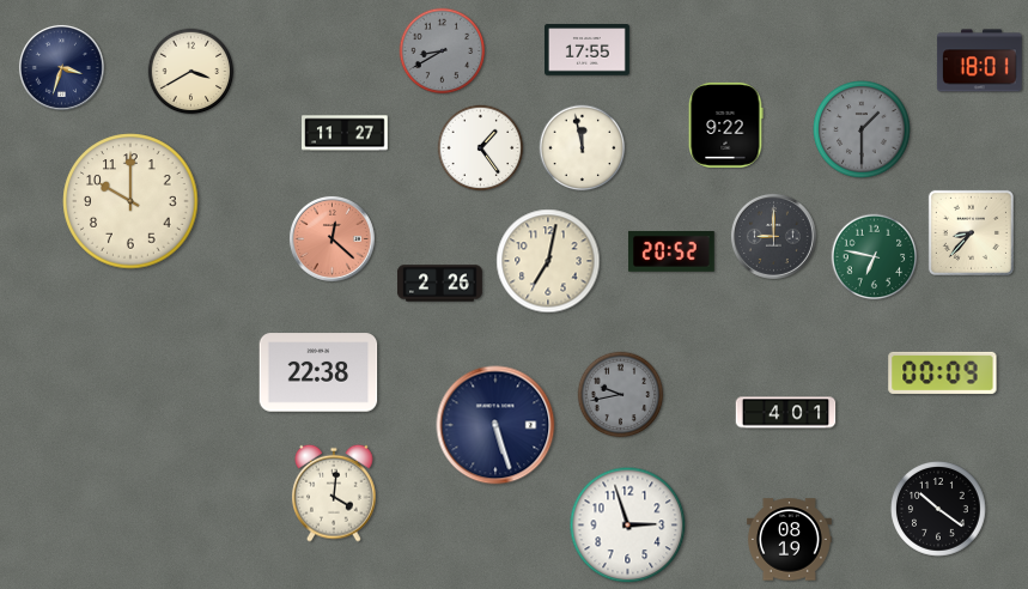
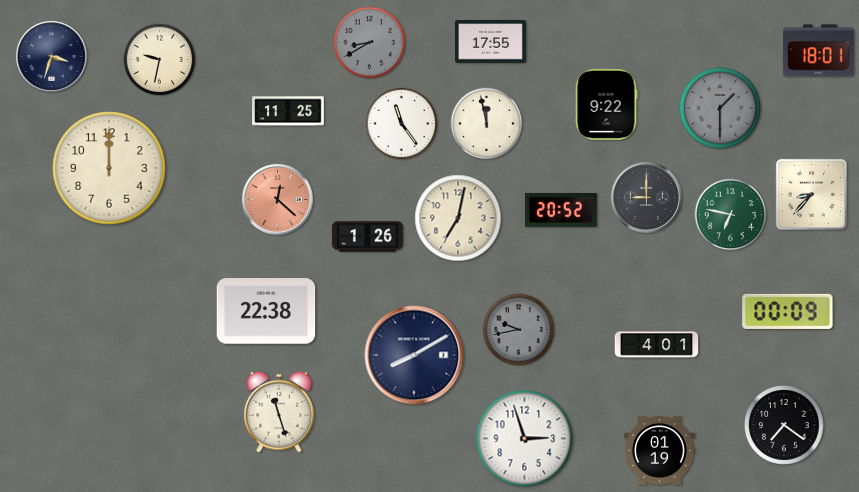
clock at (191, 72): 3:40 -> 9:32
clock at (345, 133): 11:27 -> 11:25
clock at (481, 148): 1:24 -> 11:24
clock at (130, 201): 10:00 -> 12:00
clock at (439, 284): 2:26 -> 1:26
clock at (495, 425): 5:27 -> 8:10
clock at (334, 493): 4:01 -> 11:27
clock at (939, 510): 10:21 -> 7:21
clock at (789, 540): 08:19 -> 01:19
